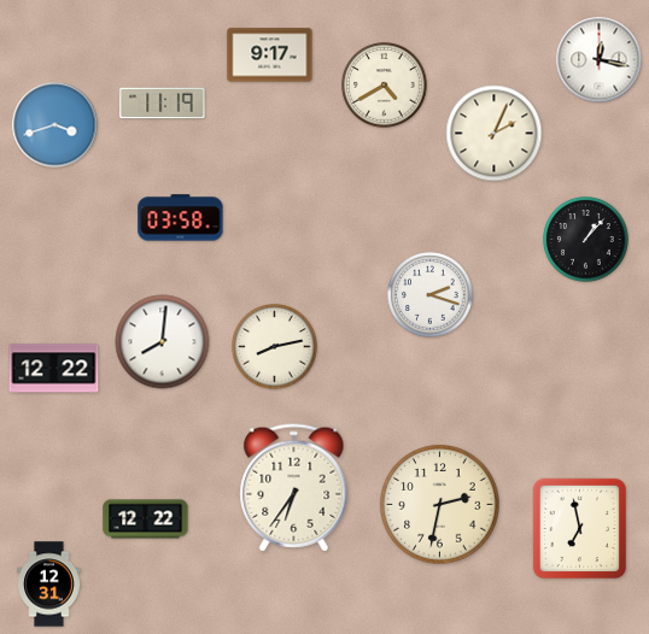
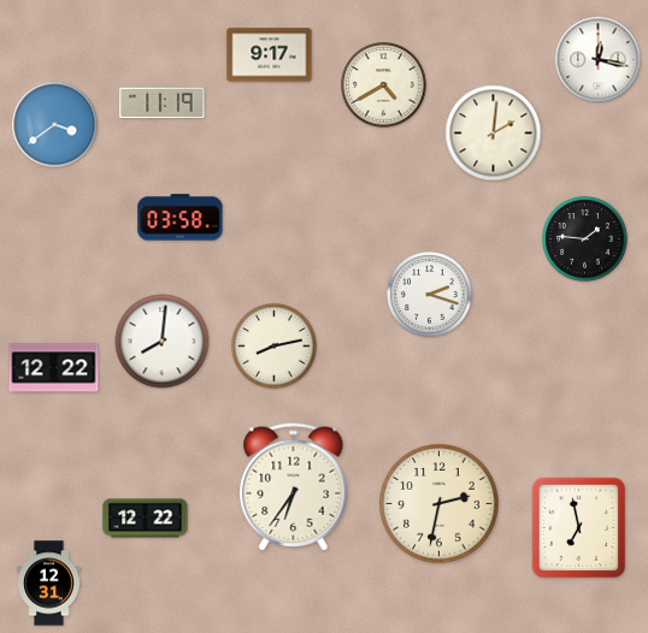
clock at (55, 125): 3:42 -> 3:39
clock at (495, 134): 2:04 -> 2:01
clock at (586, 240): 1:07 -> 1:46
